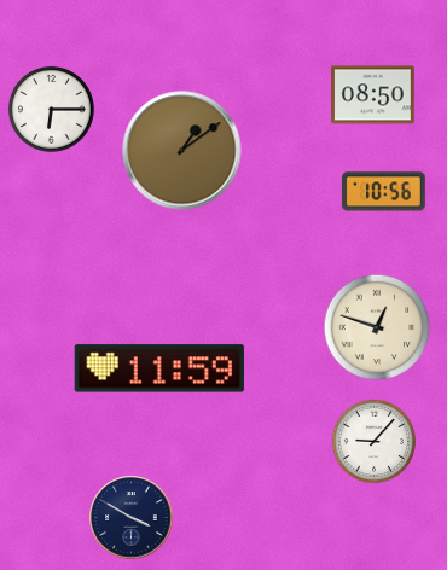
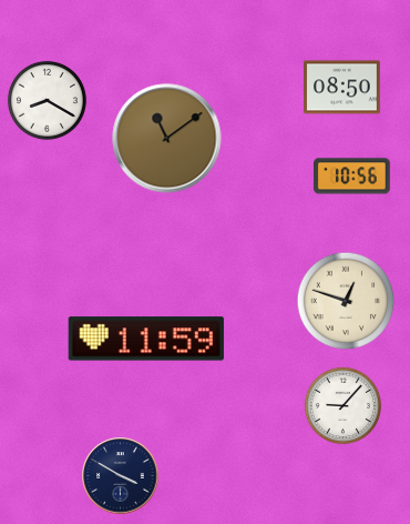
clock at (51, 109): 6:15 -> 8:20
clock at (182, 151): 1:09 -> 11:09
